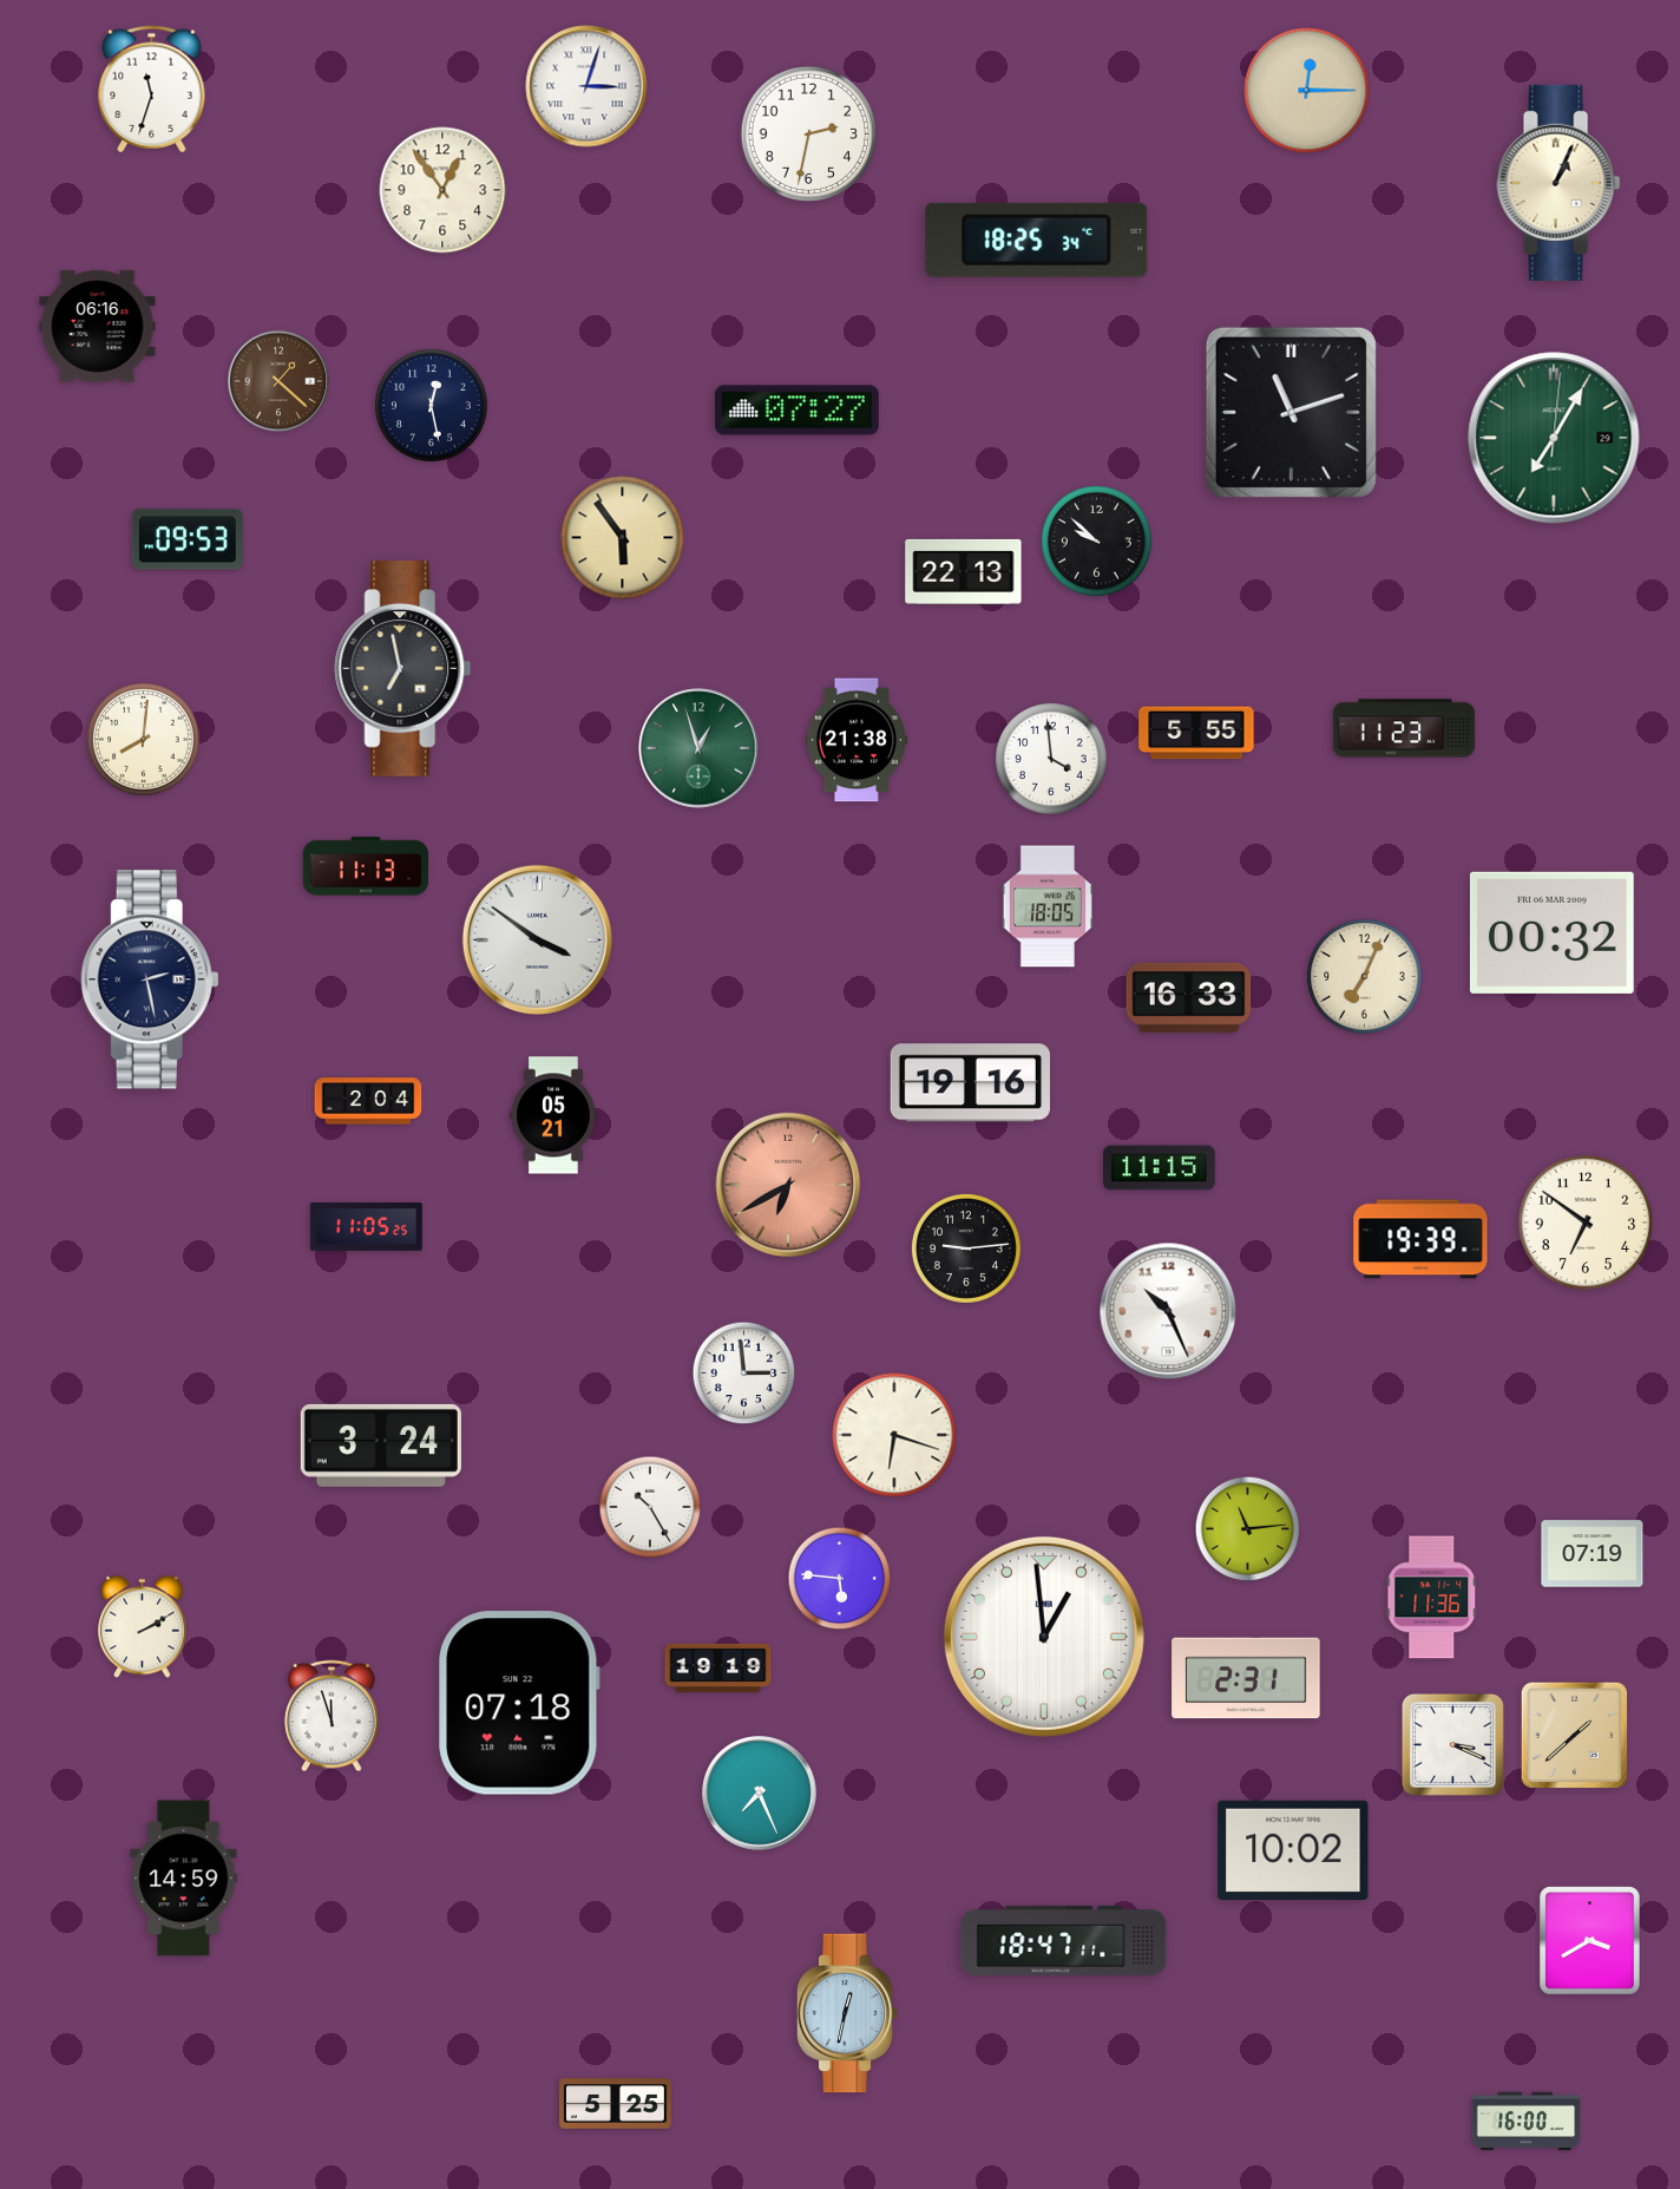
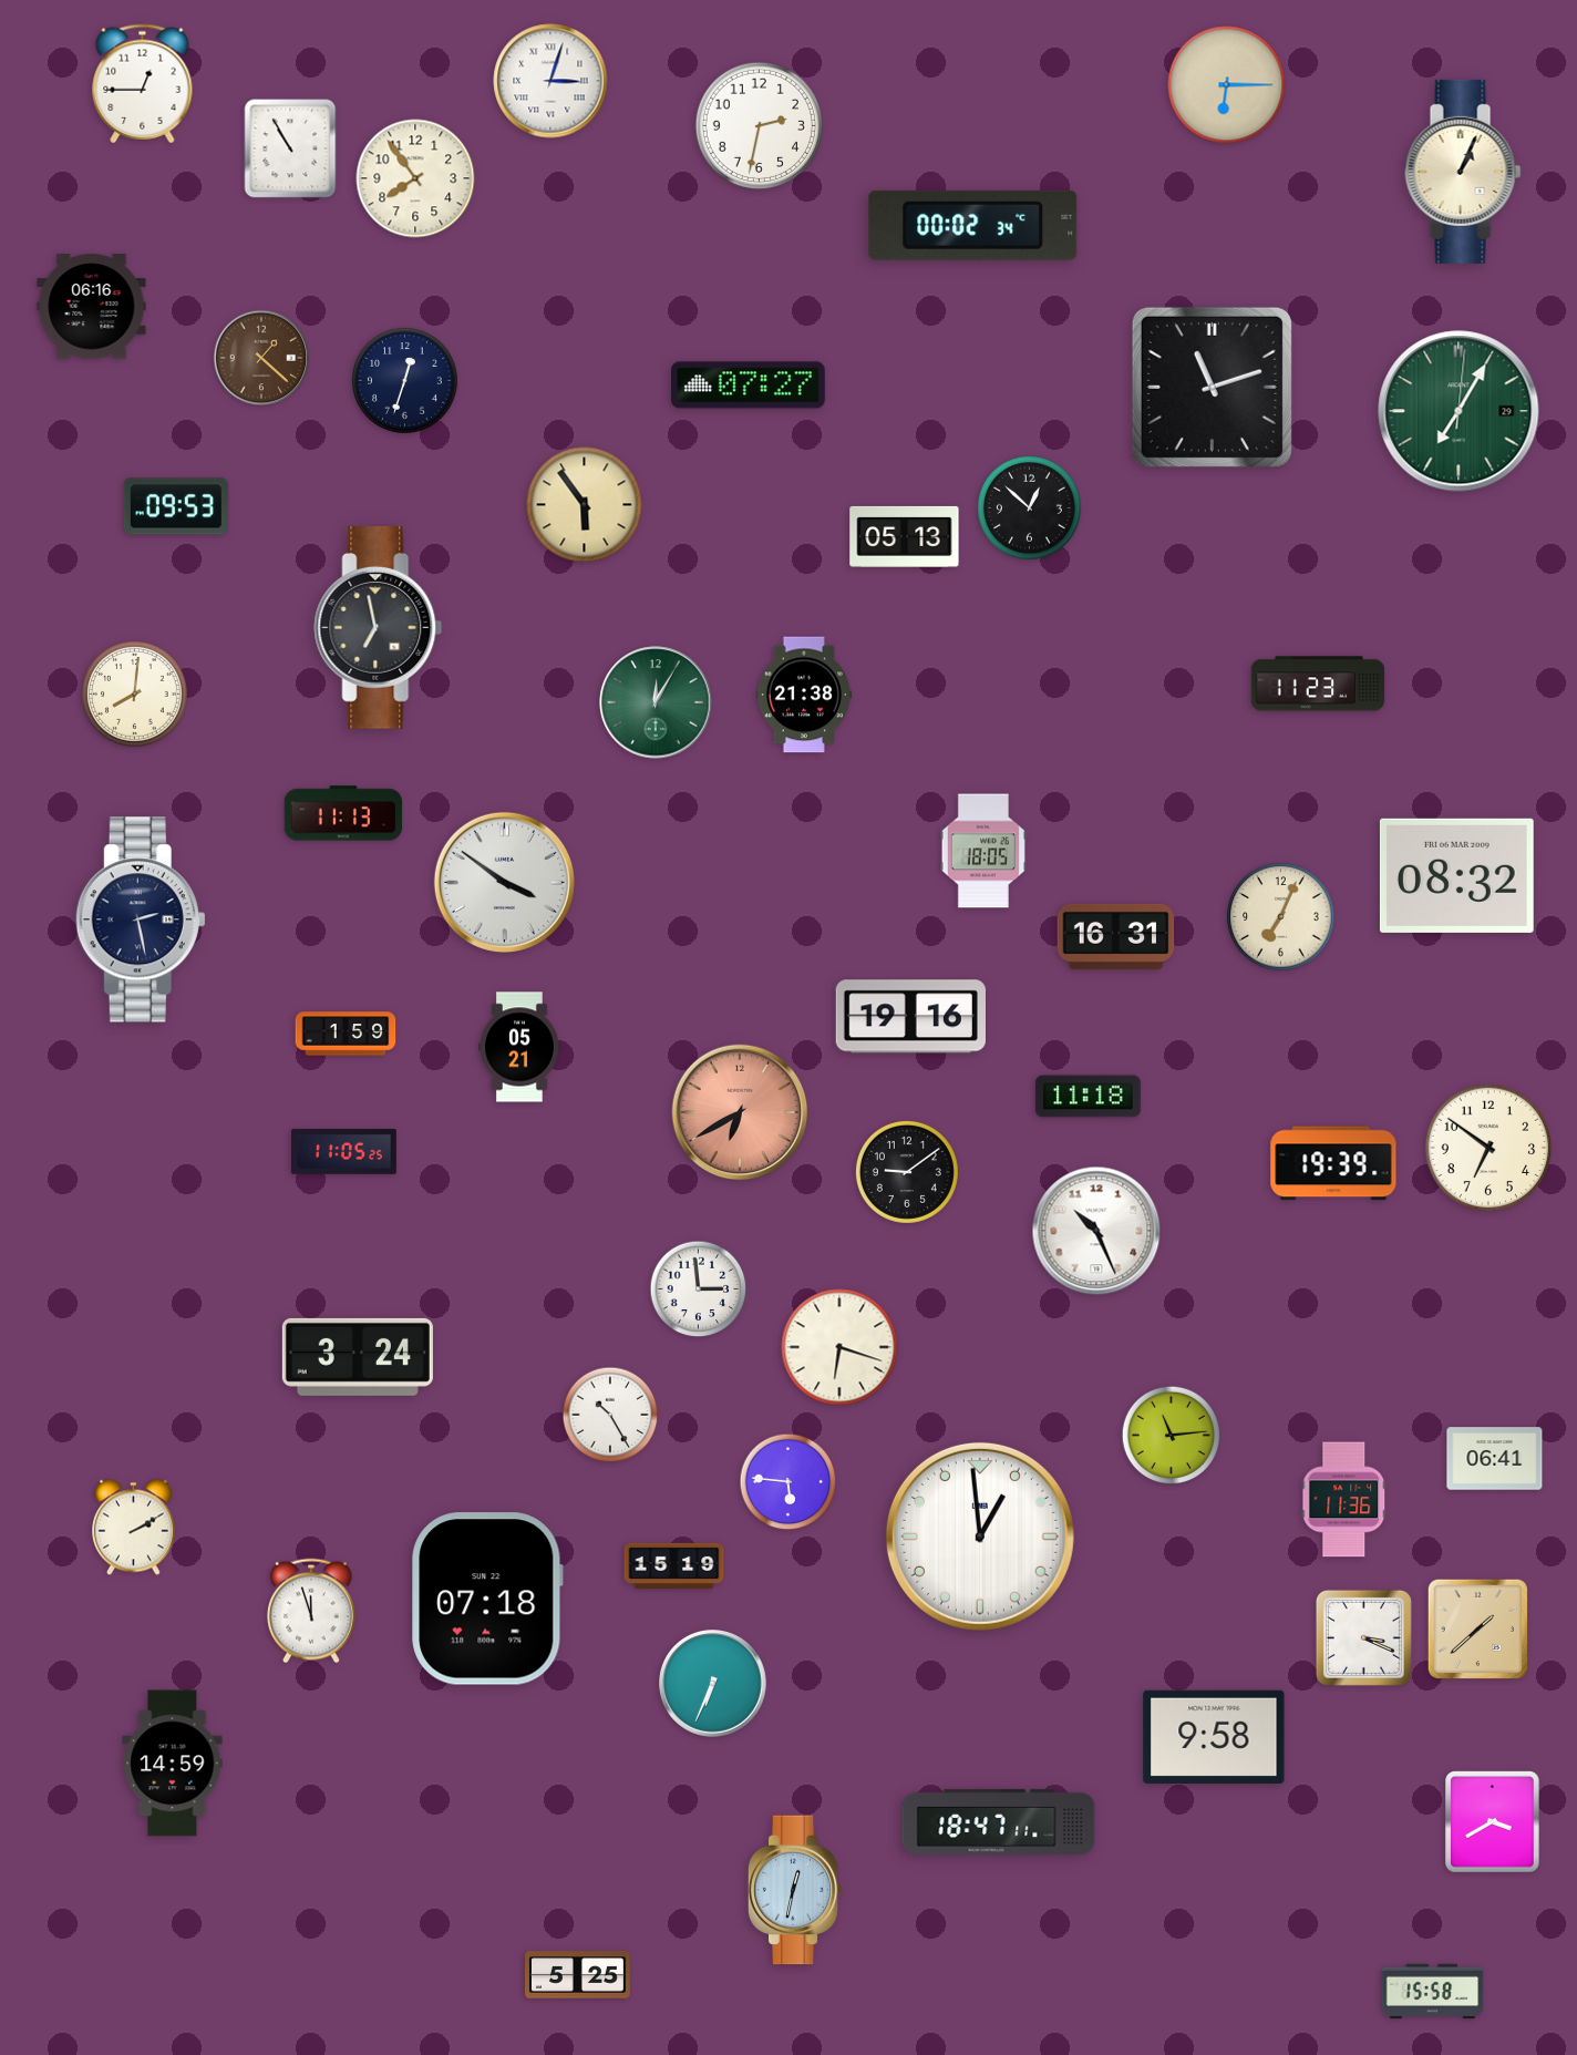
clock at (152, 90): 11:33 -> 12:45
clock at (1307, 91): 12:15 -> 6:15
clock at (290, 148): none -> 10:55
clock at (442, 190): 12:54 -> 7:54
clock at (1037, 240): 18:25 -> 00:02
clock at (432, 406): 12:28 -> 12:33
clock at (1096, 540): 9:52 -> 12:52
clock at (964, 571): 22:13 -> 05:13
clock at (1196, 733): 5:55 -> none
clock at (698, 748): 12:57 -> 12:05
clock at (1052, 760): 3:59 -> none
clock at (1551, 932): 00:32 -> 08:32
clock at (1189, 997): 16:33 -> 16:31
clock at (368, 1101): 2:04 -> 1:59
clock at (1159, 1168): 11:15 -> 11:18
clock at (966, 1248): 9:14 -> 9:09
clock at (1593, 1554): 07:19 -> 06:41
clock at (718, 1667): 19:19 -> 15:19
clock at (1246, 1678): 2:31 -> none
clock at (760, 1794): 7:26 -> 6:34
clock at (1293, 1850): 10:02 -> 9:58
clock at (1527, 2122): 16:00 -> 15:58
